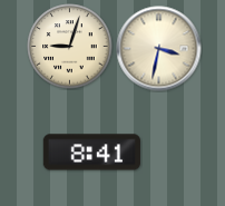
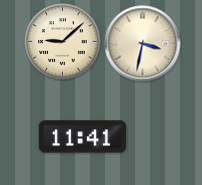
clock at (70, 47): 9:03 -> 9:08
clock at (91, 153): 8:41 -> 11:41
